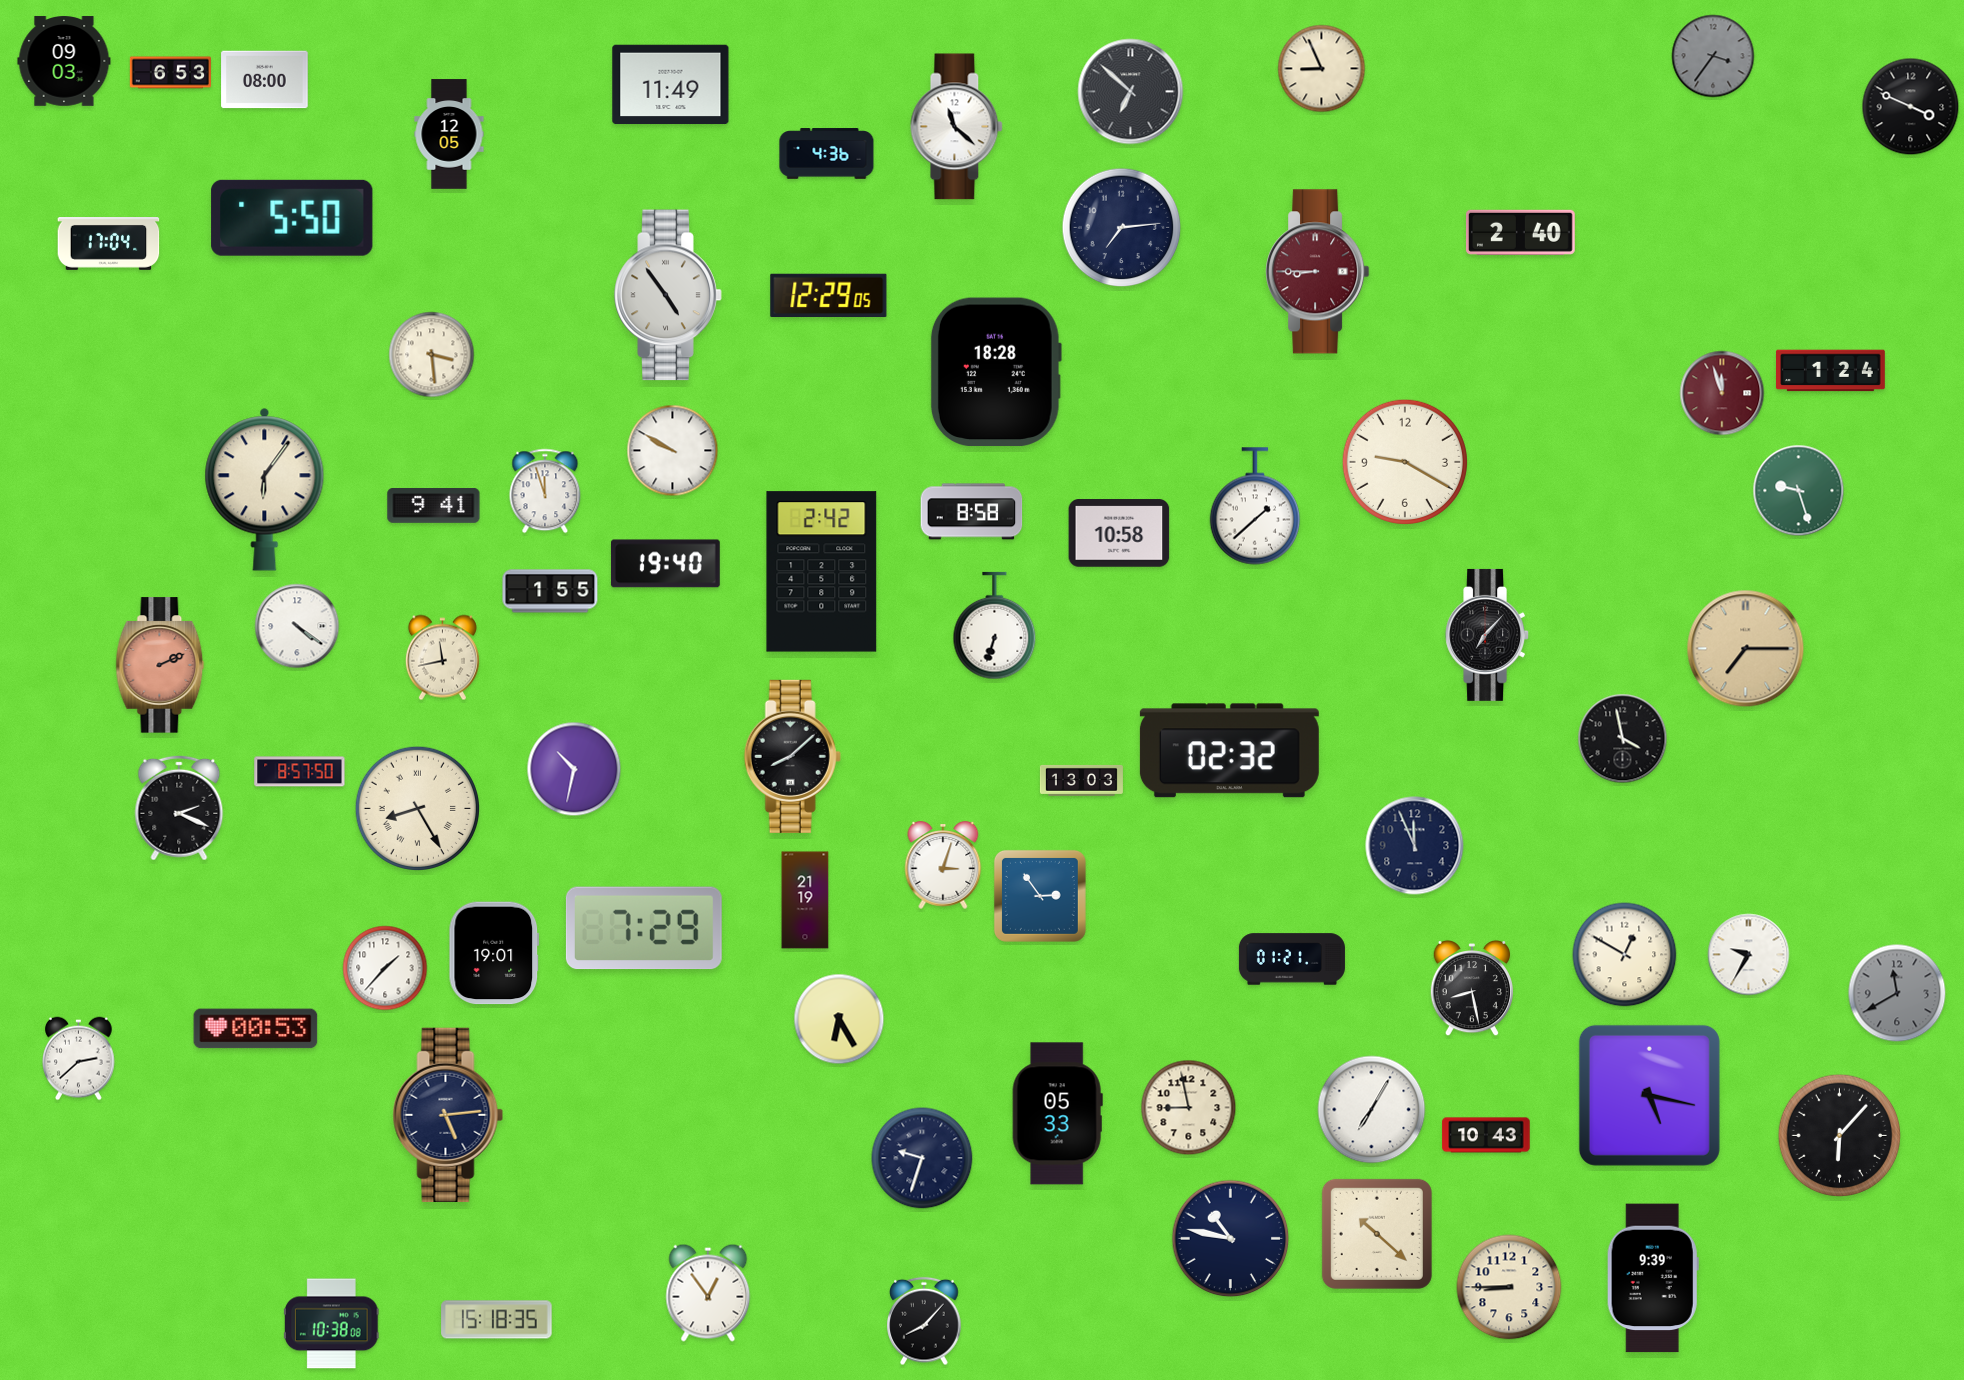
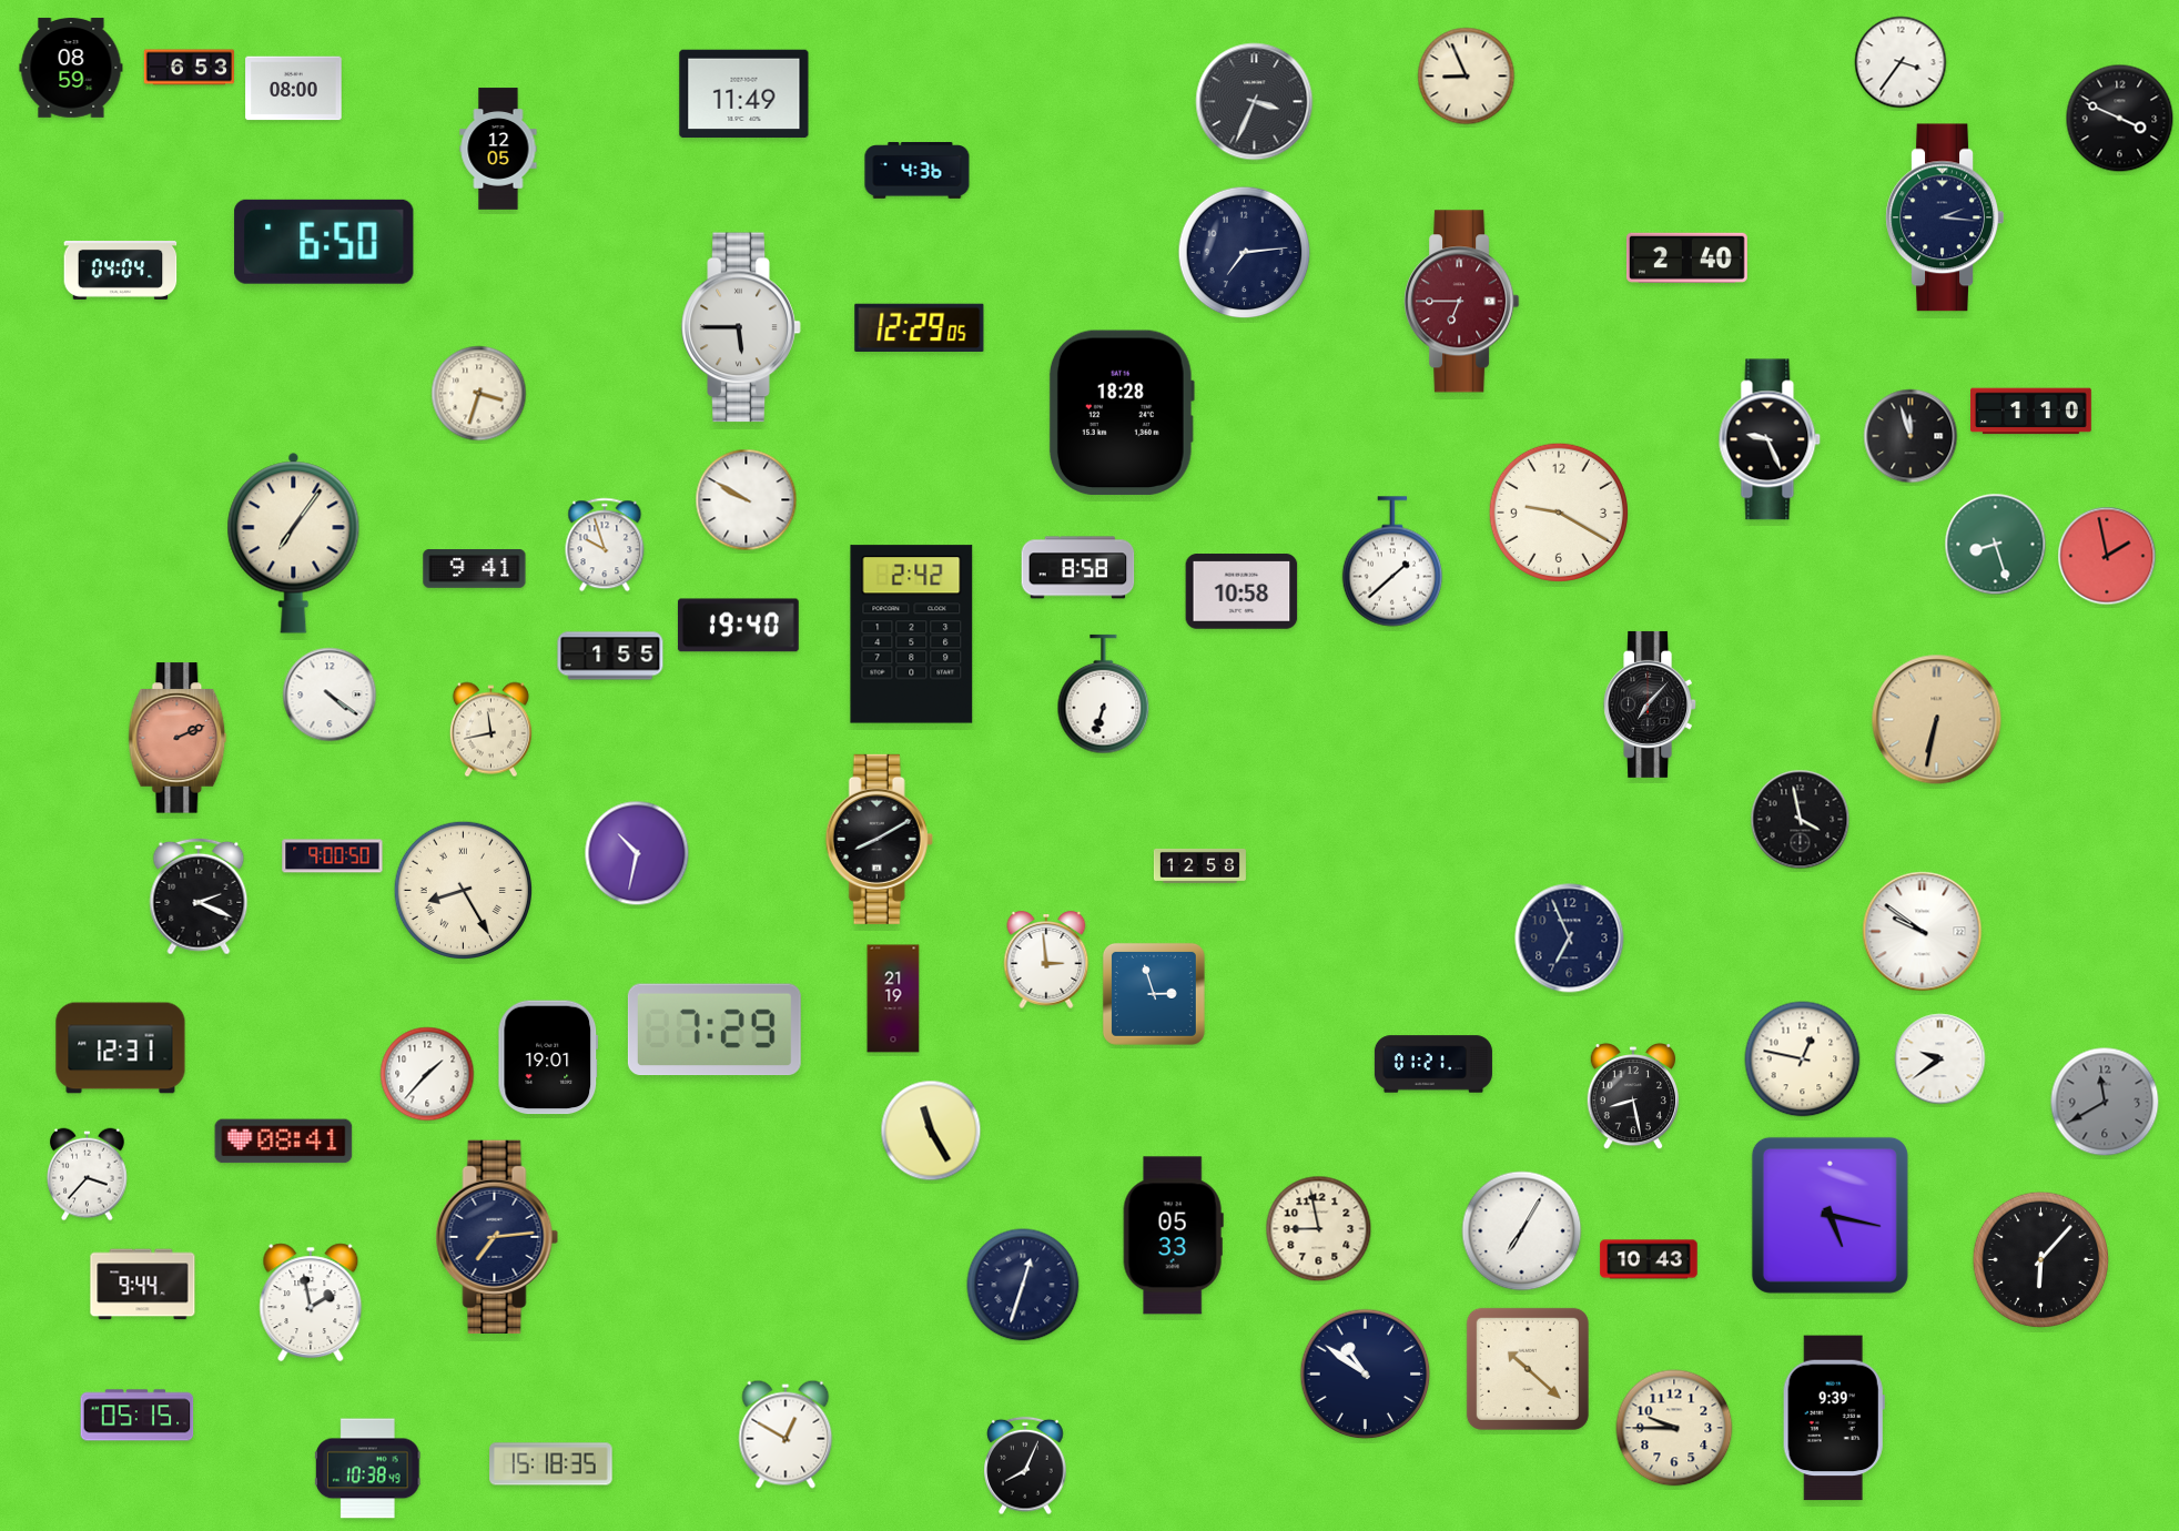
clock at (1713, 56) dial: grey -> white
clock at (64, 61): 09:03 -> 08:59
clock at (170, 73) position: (170, 73) -> (189, 68)
clock at (1131, 92): 6:52 -> 3:34
clock at (957, 127): 11:22 -> none
clock at (1945, 217): none -> 2:16
clock at (292, 218): 5:50 -> 6:50
clock at (109, 244): 17:04 -> 04:04
clock at (1318, 272): 8:45 -> 6:45
clock at (668, 295): 4:54 -> 5:45
clock at (432, 355): 3:29 -> 3:33
clock at (1831, 371): 1:24 -> 1:10
clock at (996, 372) position: (996, 372) -> (1122, 413)
clock at (1722, 393) dial: burgundy -> black
clock at (1770, 439): none -> 9:26
clock at (265, 489): 6:06 -> 7:06
clock at (545, 491): 11:57 -> 9:57
clock at (1799, 491): 9:27 -> 8:27
clock at (2107, 556): none -> 1:58
clock at (434, 506) position: (434, 506) -> (475, 569)
clock at (1746, 649): 7:15 -> 6:32
clock at (1229, 751): 02:32 -> none
clock at (792, 756): 8:08 -> 8:10
clock at (300, 772): 8:57 -> 9:00
clock at (1081, 780): 13:03 -> 12:58
clock at (417, 808) position: (417, 808) -> (463, 890)
clock at (1923, 932): none -> 9:51
clock at (1415, 846): 11:56 -> 6:56
clock at (943, 865): 3:03 -> 2:59
clock at (1040, 896): 2:54 -> 2:57
clock at (121, 1048): none -> 12:31
clock at (1625, 955): 12:50 -> 12:47
clock at (1749, 955): 9:35 -> 9:39
clock at (839, 1019): 6:25 -> 11:25
clock at (256, 1029): 00:53 -> 08:41
clock at (79, 1059): 2:38 -> 3:37
clock at (448, 1115): 5:14 -> 7:14
clock at (143, 1285): none -> 9:44
clock at (922, 1158): 9:33 -> 12:33
clock at (311, 1302): none -> 1:58
clock at (1231, 1239): 10:47 -> 10:51
clock at (138, 1416): none -> 05:15
clock at (1509, 1287): 8:45 -> 9:45
clock at (708, 1293): 12:54 -> 12:50
clock at (924, 1321): 8:07 -> 8:04
clock at (332, 1324): 10:38:08 -> 10:38:49
